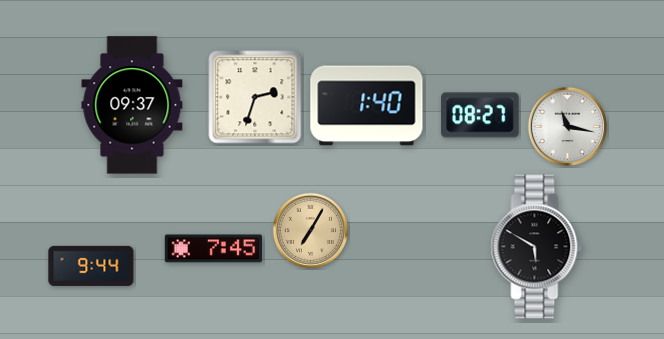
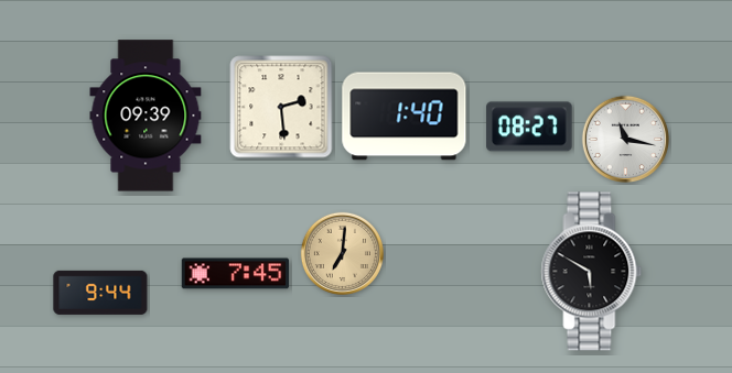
clock at (255, 97): 2:33 -> 2:29
clock at (132, 105): 09:37 -> 09:39
clock at (310, 230): 7:05 -> 7:01
